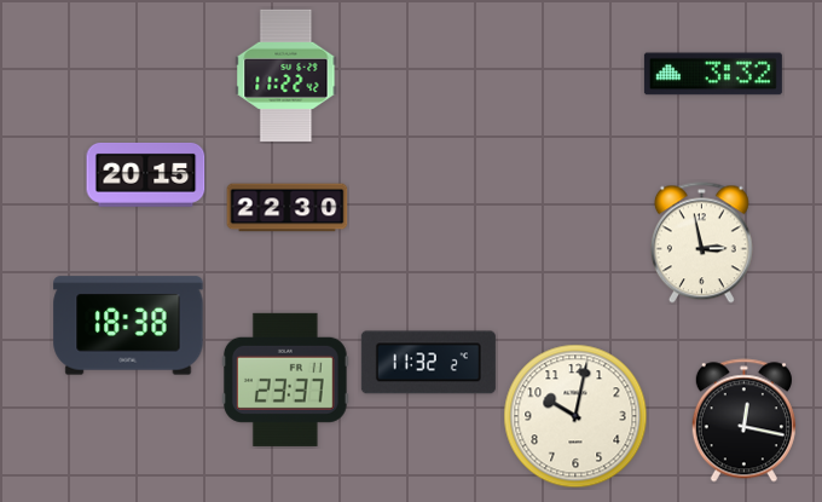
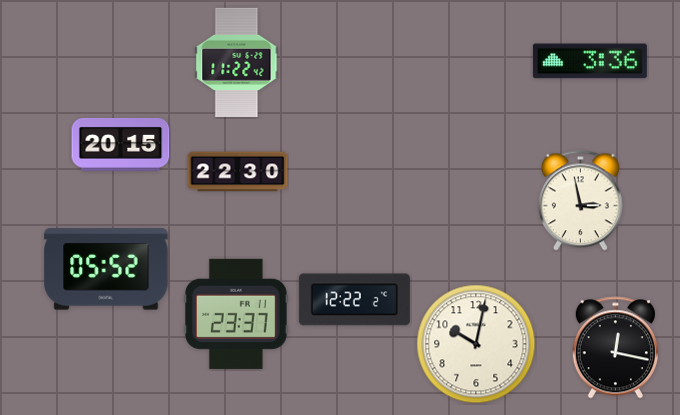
clock at (713, 74): 3:32 -> 3:36
clock at (128, 325): 18:38 -> 05:52
clock at (428, 363): 11:32 -> 12:22
